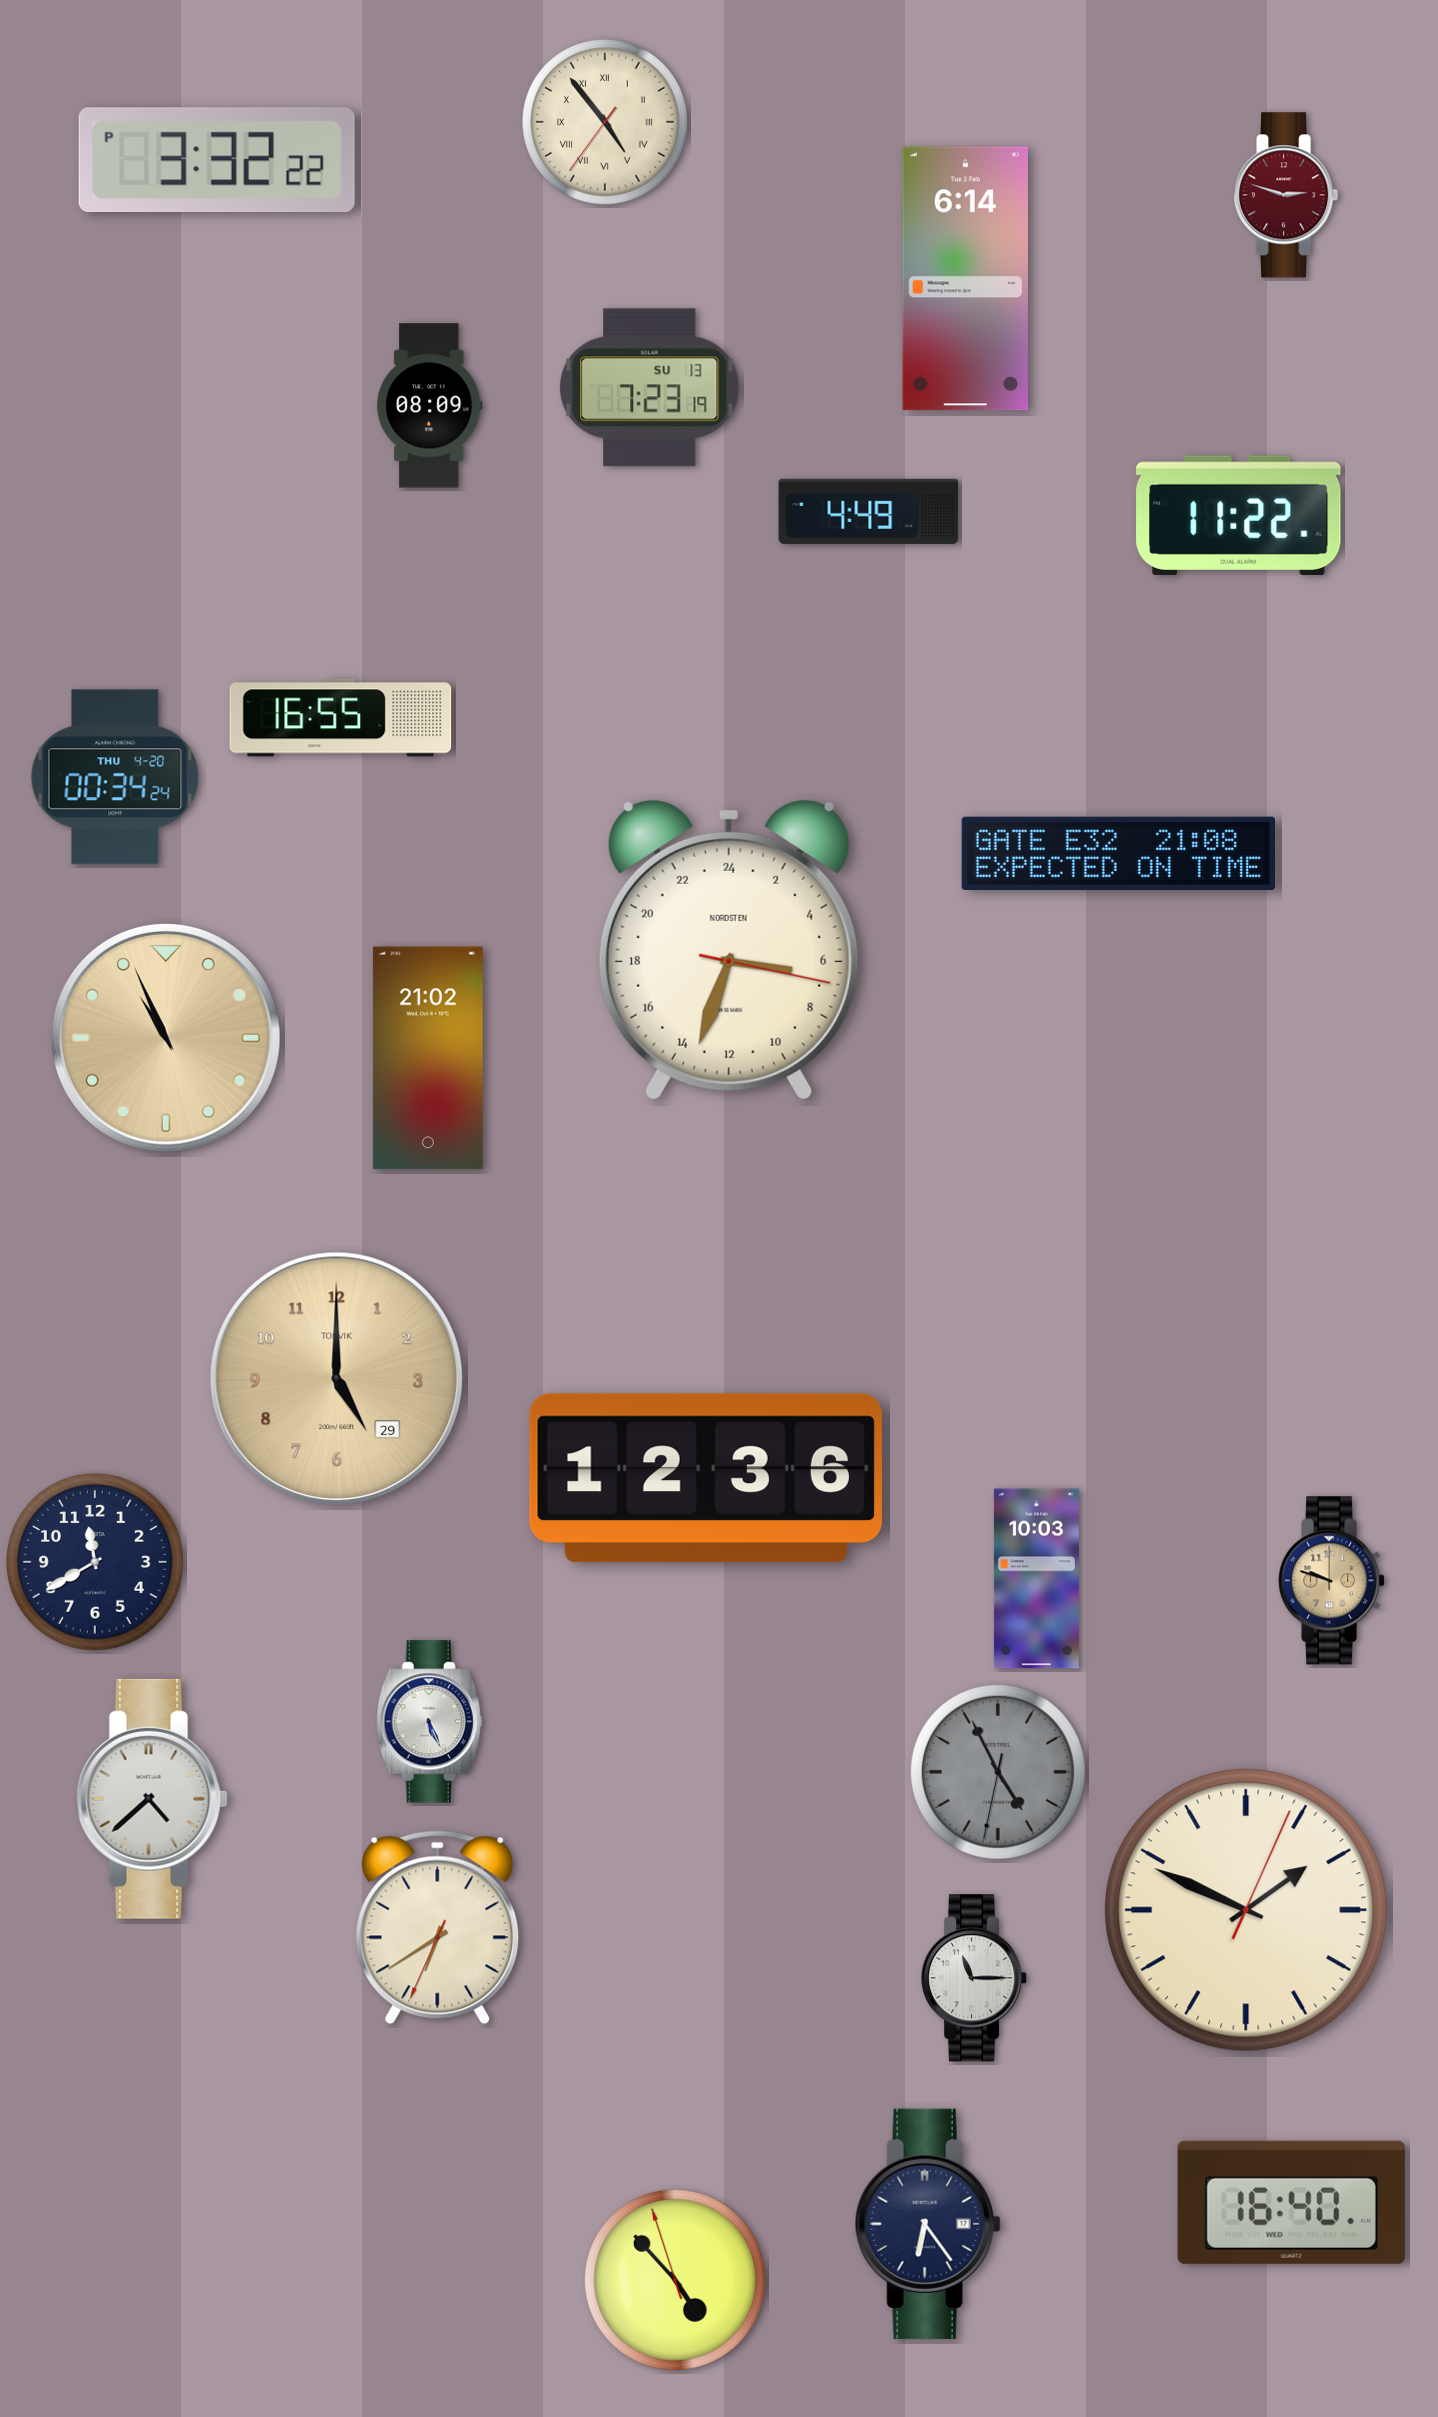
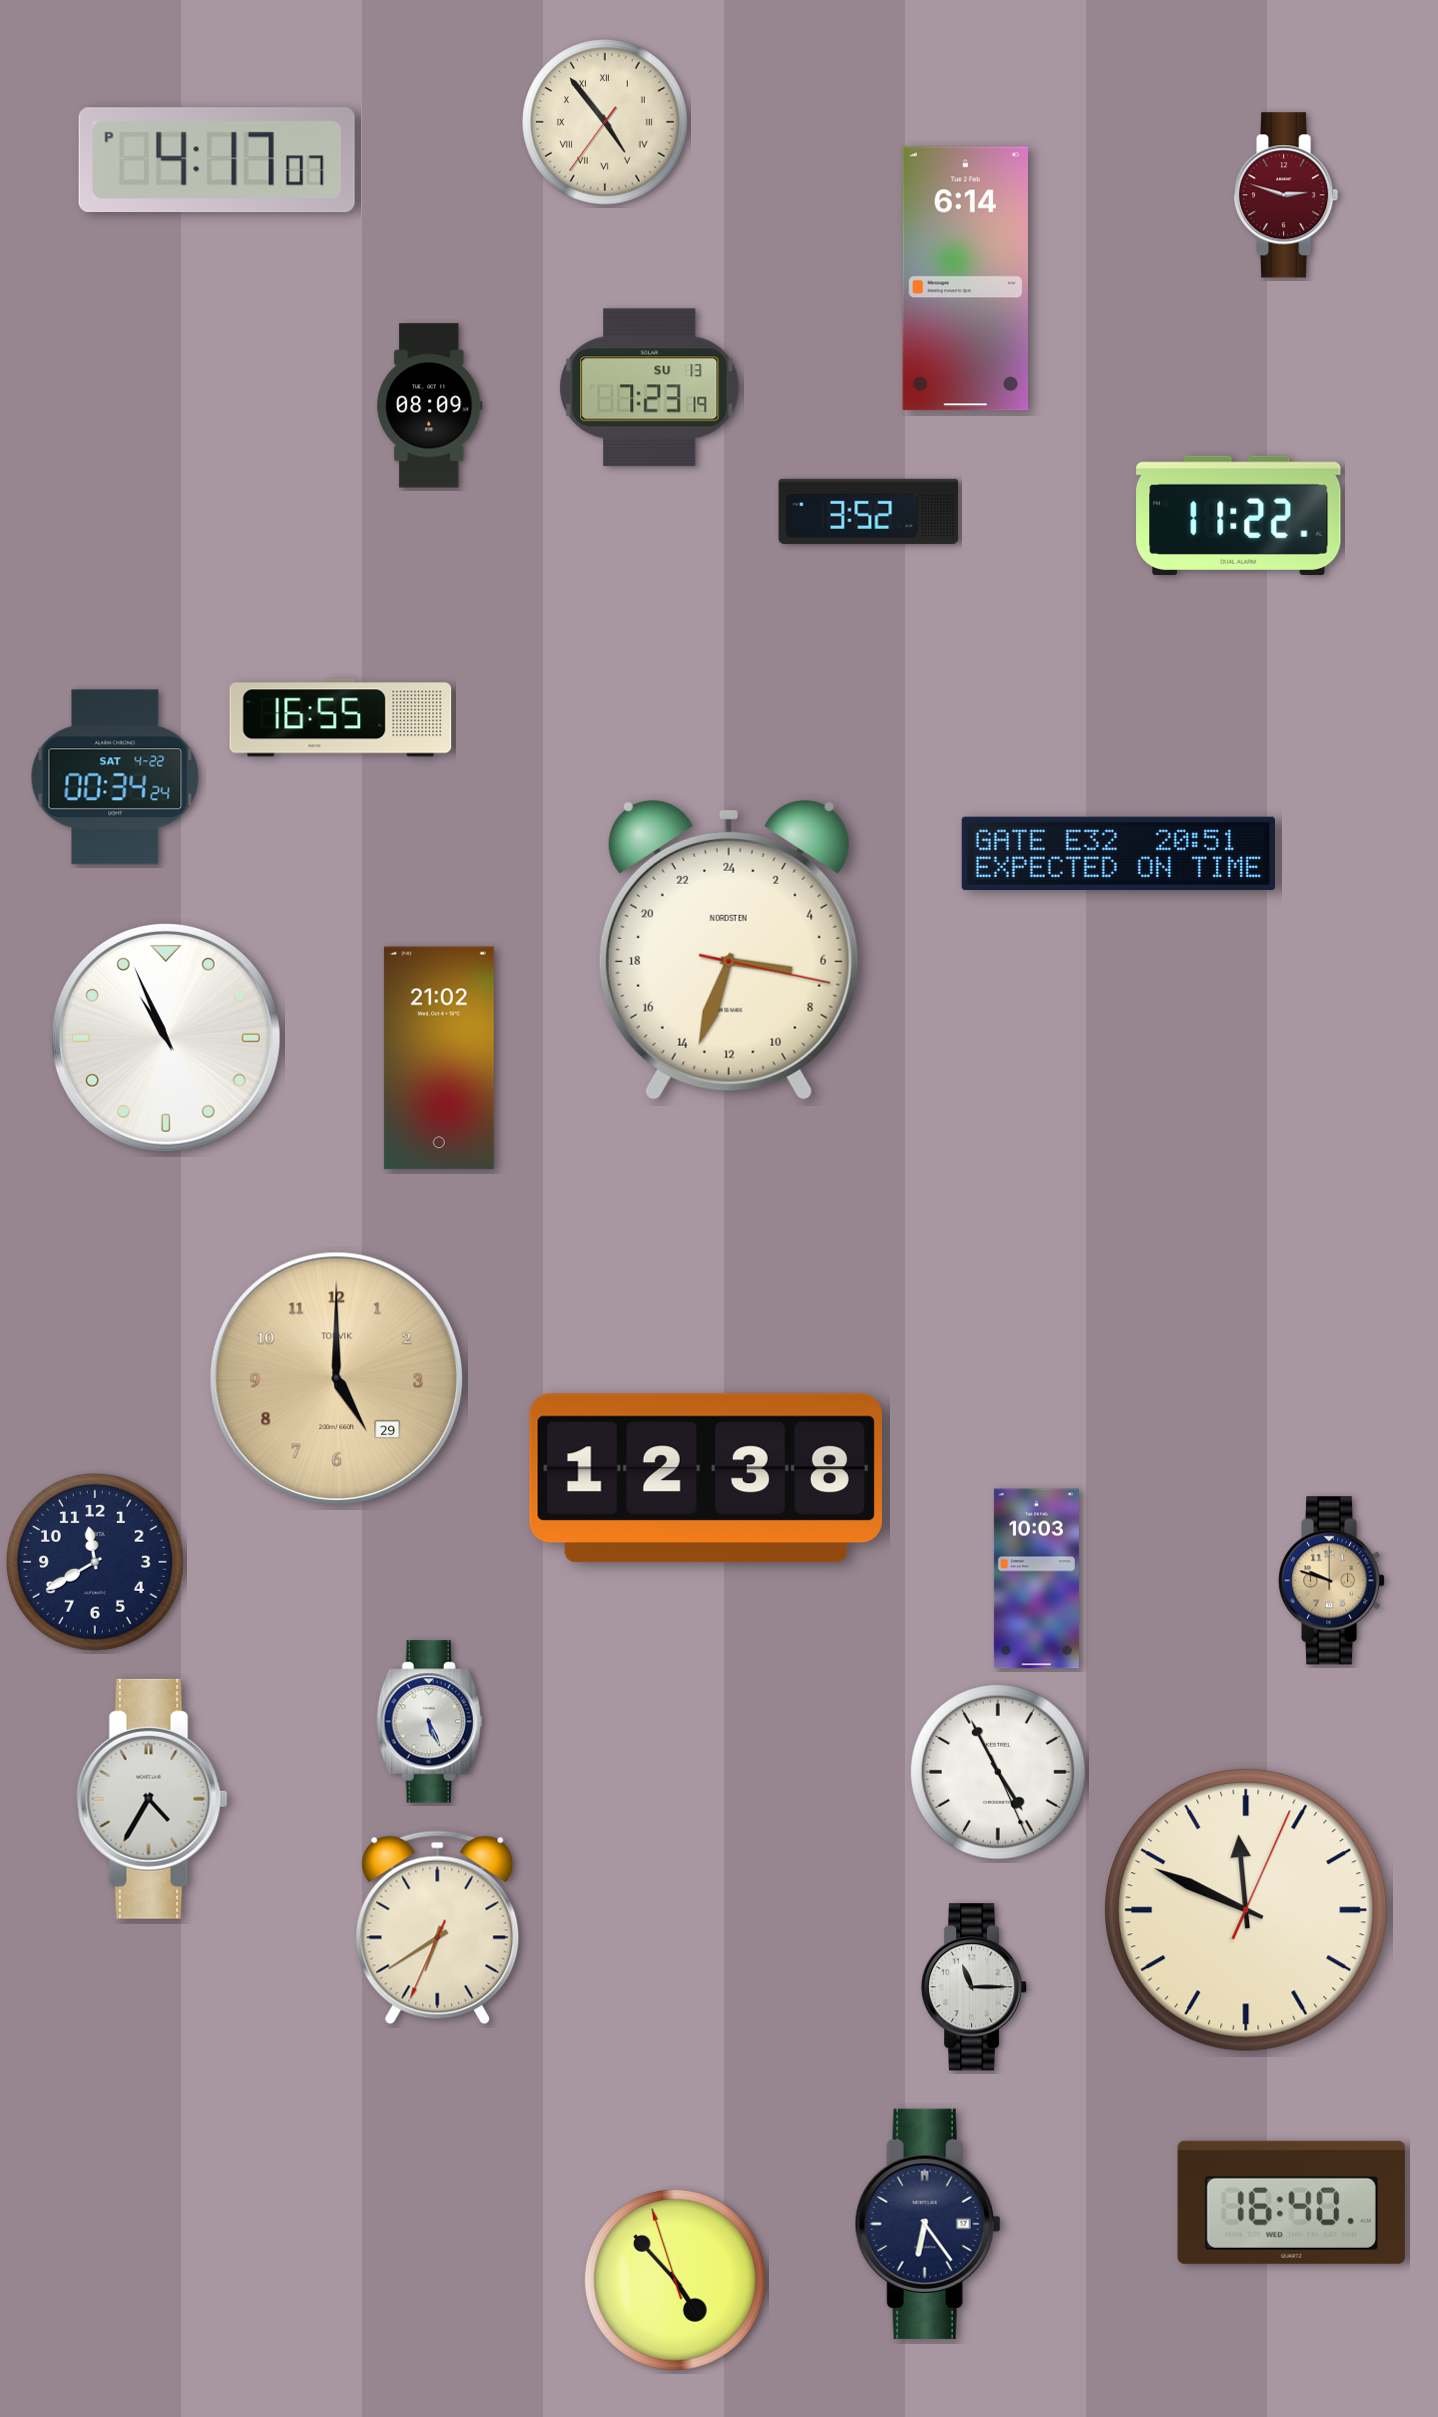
clock at (217, 160): 3:32 -> 4:17
clock at (869, 511): 4:49 -> 3:52
clock at (115, 777) date: THU 4-20 -> SAT 4-22
clock at (1118, 854): 21:08 -> 20:51
clock at (166, 1038) dial: champagne -> white
clock at (428, 1058) position: (428, 1058) -> (439, 1058)
clock at (706, 1478): 12:36 -> 12:38
clock at (998, 1772): 4:55:32 -> 4:55:26
clock at (998, 1772) dial: grey -> white
clock at (152, 1799): 4:38 -> 4:35
clock at (1246, 1910): 1:49 -> 11:49
clock at (975, 1978) position: (975, 1978) -> (975, 1987)
